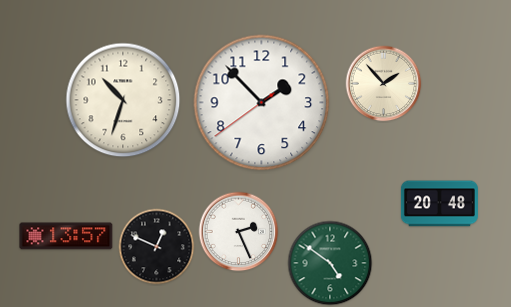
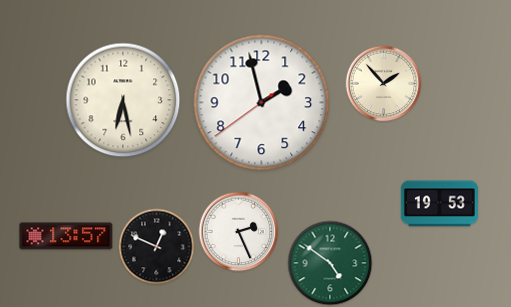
clock at (123, 100): 10:33 -> 6:28
clock at (262, 103): 1:52 -> 1:57
clock at (439, 204): 20:48 -> 19:53
